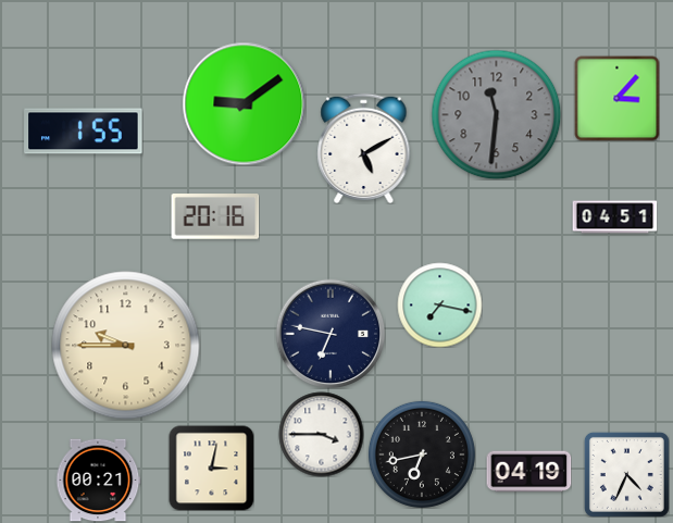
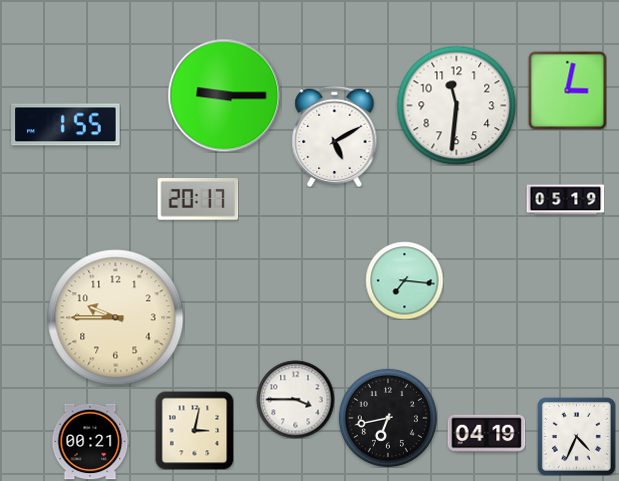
clock at (616, 98): 3:07 -> 3:02
clock at (244, 103): 9:09 -> 9:15
clock at (496, 114) dial: grey -> white
clock at (84, 132) position: (84, 132) -> (66, 125)
clock at (215, 217): 20:16 -> 20:17
clock at (614, 217): 04:51 -> 05:19
clock at (439, 304): 7:17 -> 7:16
clock at (331, 334): 6:47 -> none
